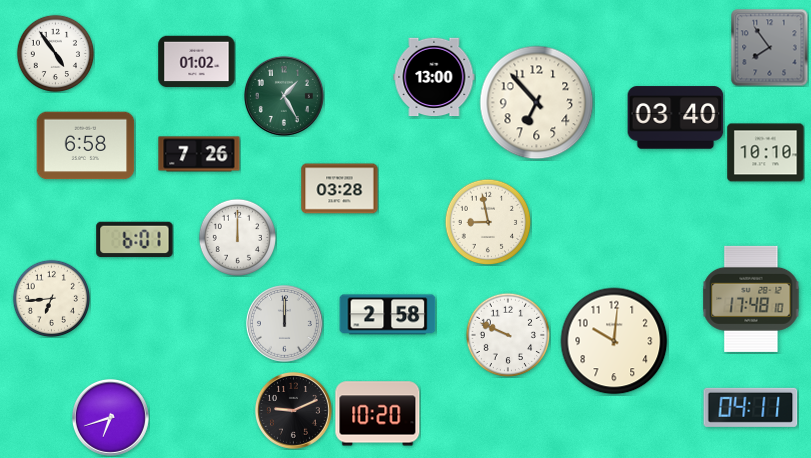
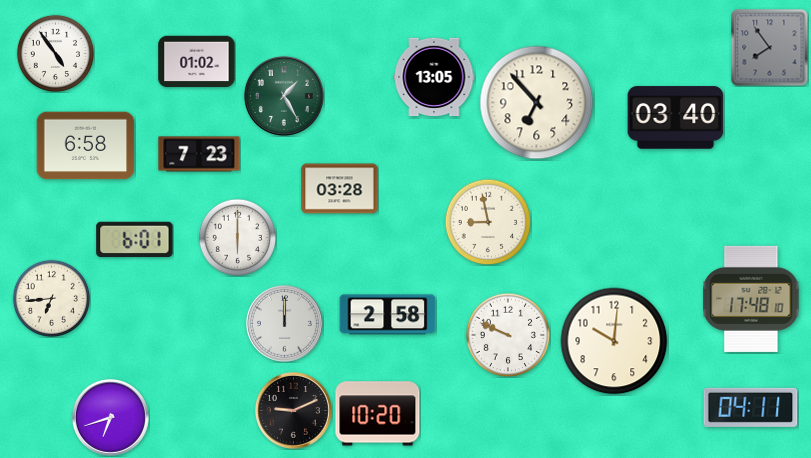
clock at (434, 77): 13:00 -> 13:05
clock at (766, 153): 10:10 -> none
clock at (199, 154): 7:26 -> 7:23
clock at (237, 237): 12:00 -> 6:00
